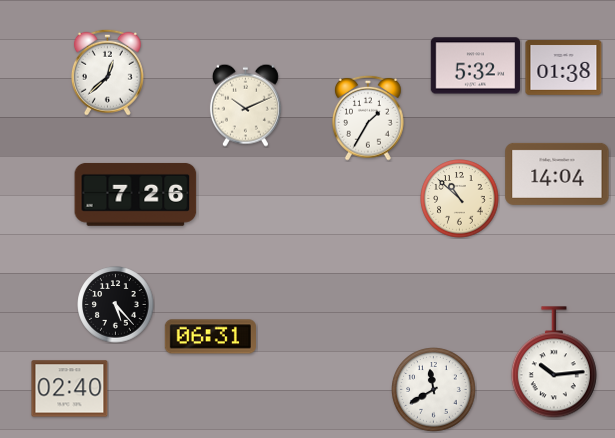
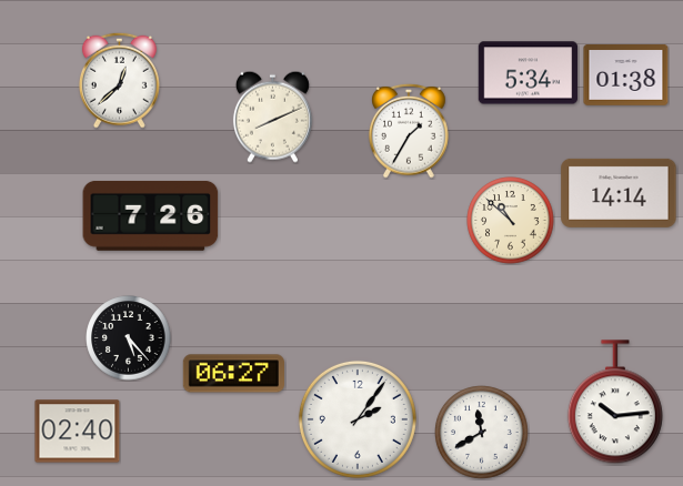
clock at (476, 66): 5:32 -> 5:34
clock at (245, 105): 10:11 -> 8:11
clock at (557, 174): 14:04 -> 14:14
clock at (210, 337): 06:31 -> 06:27
clock at (358, 419): none -> 2:06
